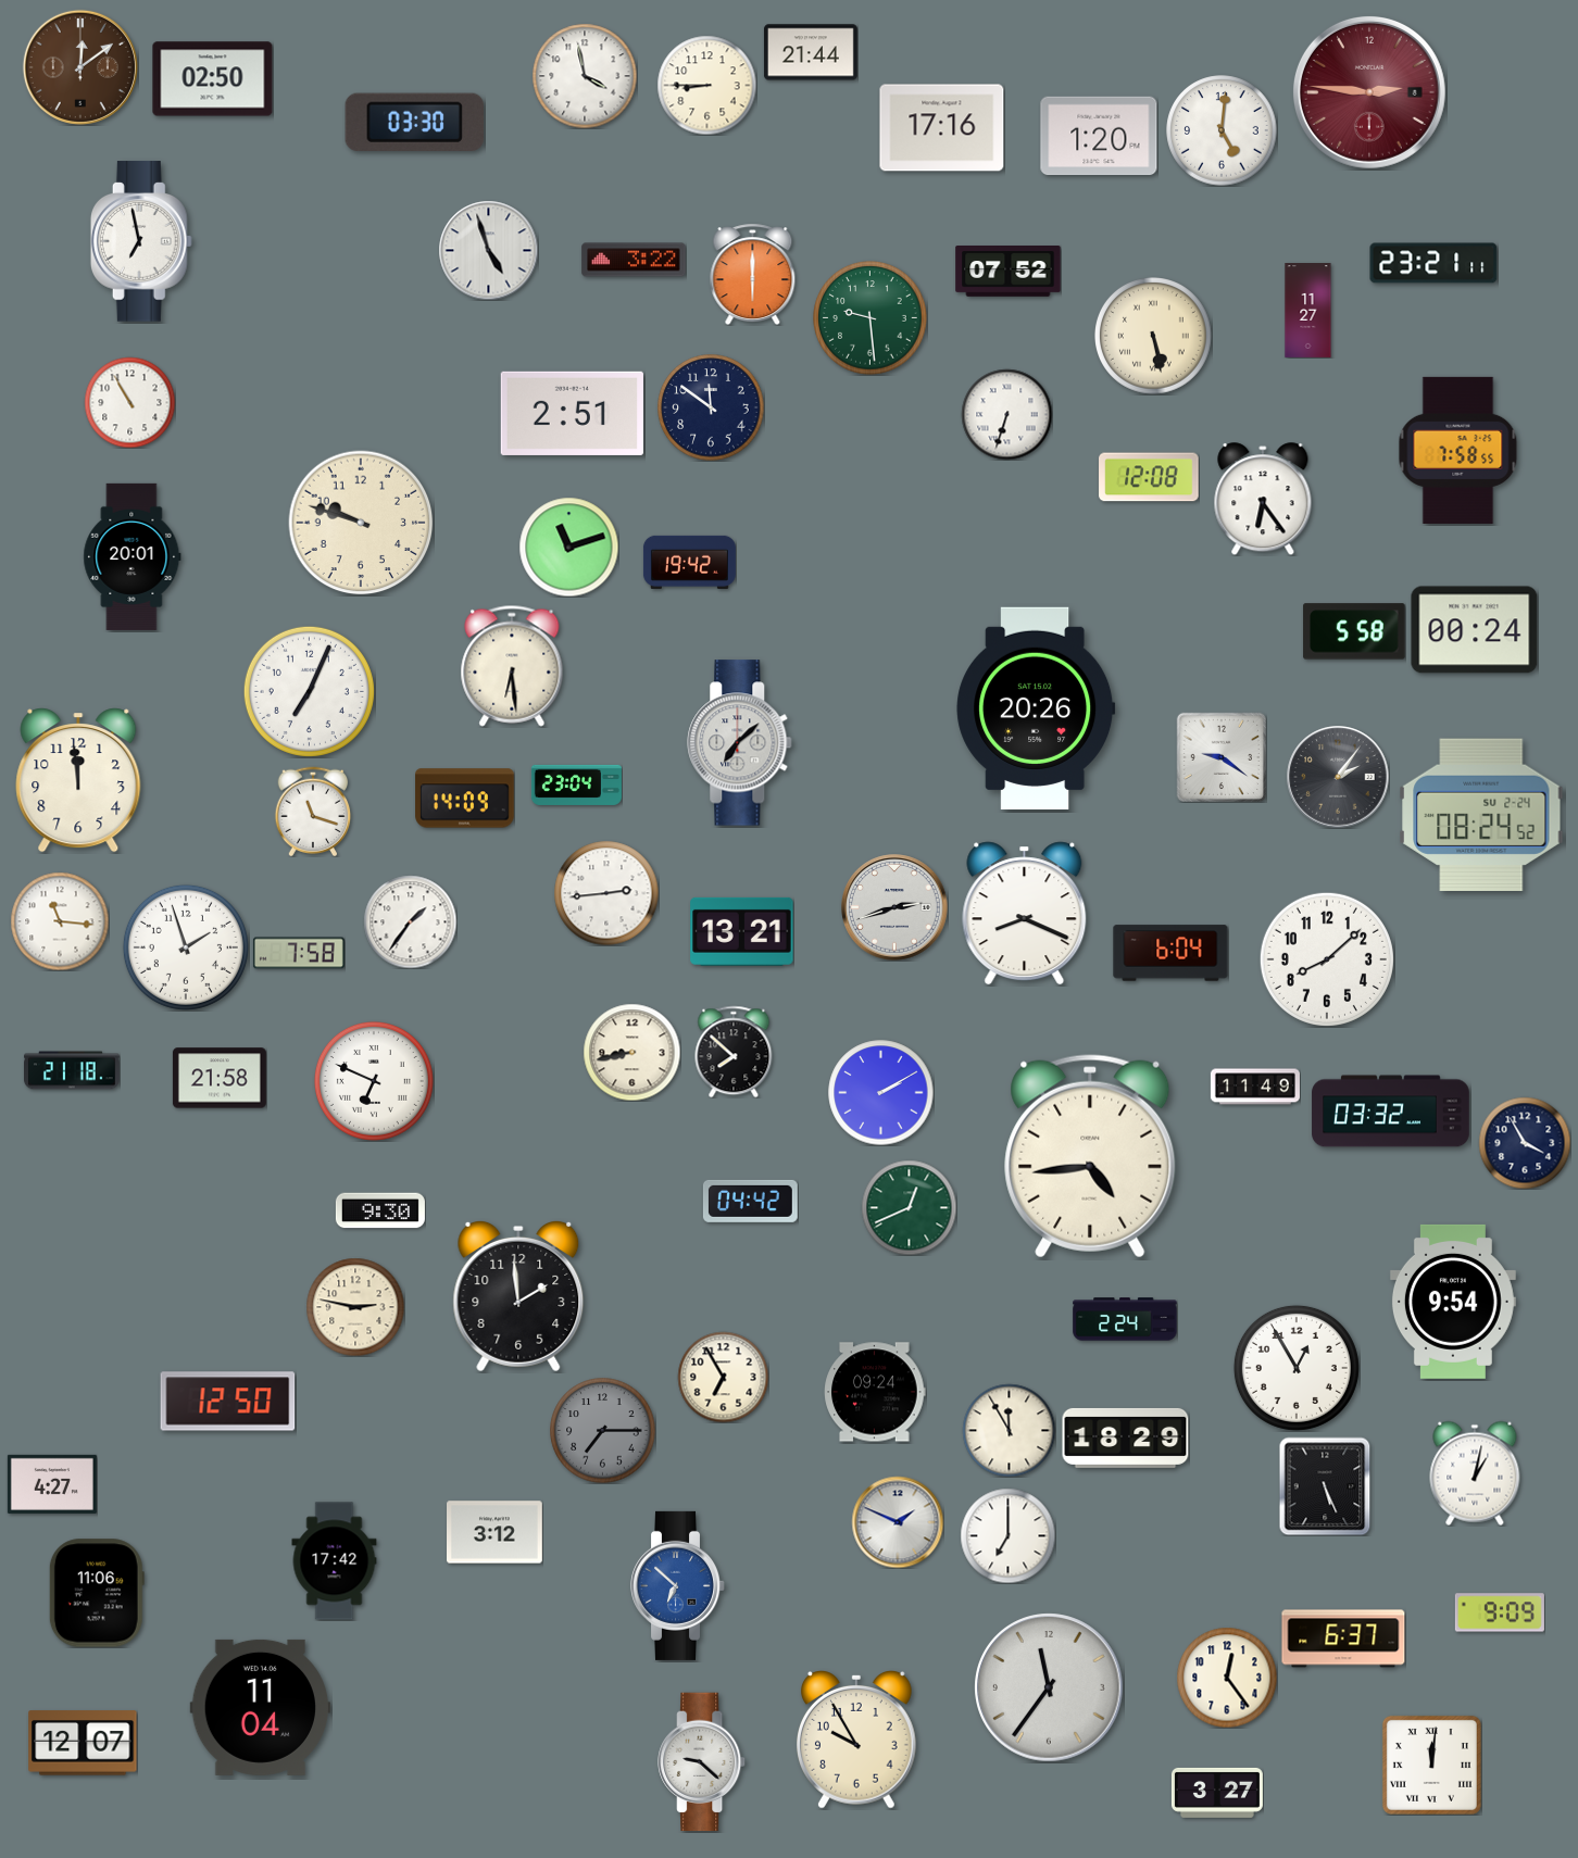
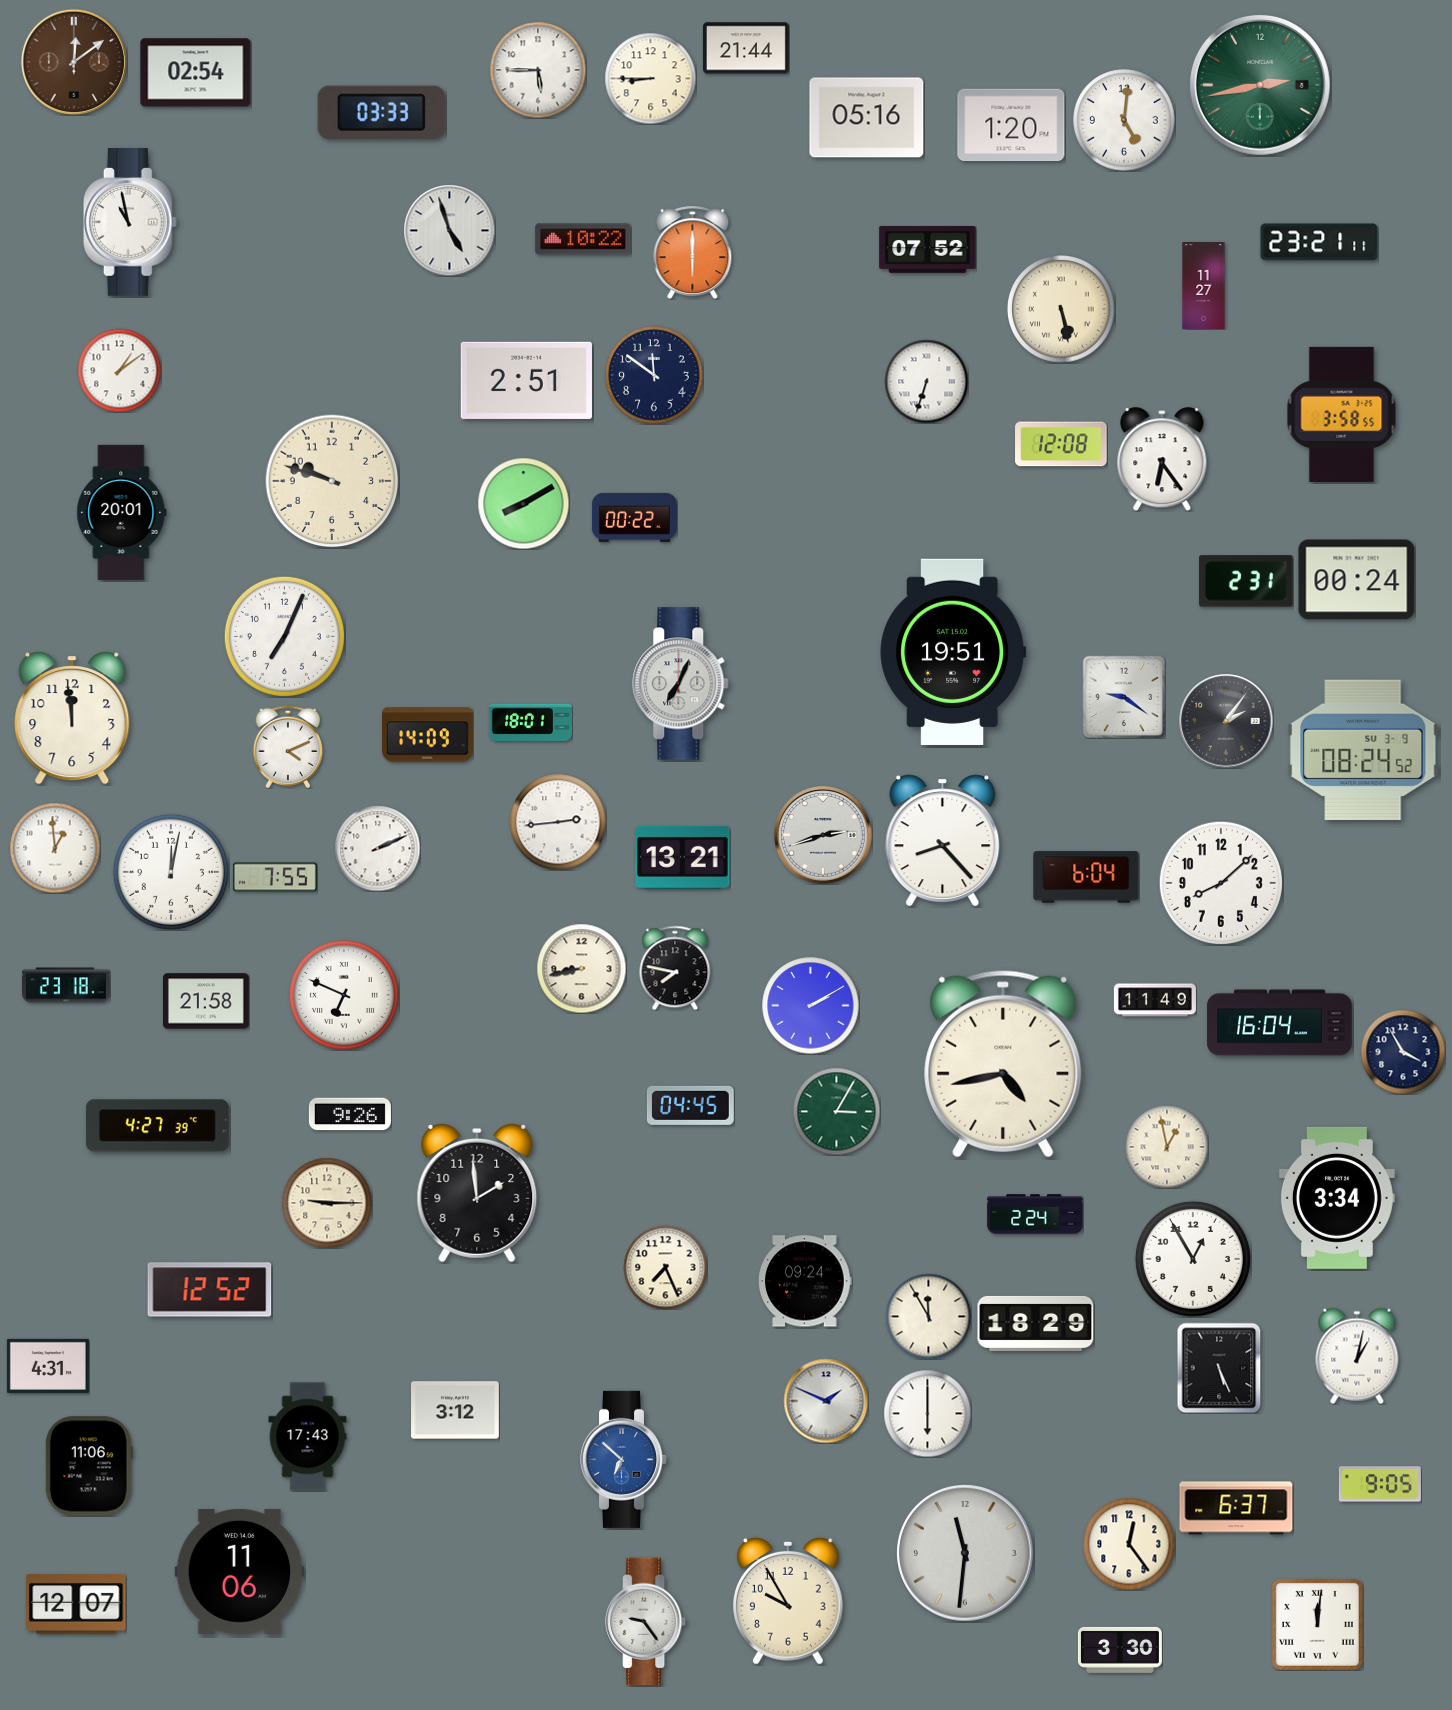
clock at (585, 76): 3:58 -> 5:45
clock at (213, 79): 02:50 -> 02:54
clock at (1369, 92): 2:46 -> 2:43
clock at (1369, 92) dial: burgundy -> green
clock at (414, 122): 03:30 -> 03:33
clock at (942, 128): 17:16 -> 05:16
clock at (141, 241): 6:58 -> 10:58
clock at (634, 260): 3:22 -> 10:22
clock at (871, 318): 9:29 -> none
clock at (129, 402): 10:55 -> 1:09
clock at (1458, 450): 7:58 -> 3:58
clock at (1149, 477) position: (1149, 477) -> (1061, 444)
clock at (568, 547): 11:12 -> 8:10
clock at (689, 562): 19:42 -> 00:22
clock at (1354, 631): 5:58 -> 2:31
clock at (512, 666): 6:29 -> none
clock at (1036, 708): 20:26 -> 19:51
clock at (740, 743): 7:08 -> 7:04
clock at (1338, 777) position: (1338, 777) -> (1226, 721)
clock at (576, 784): 23:04 -> 18:01
clock at (313, 812): 11:18 -> 4:11
clock at (1481, 814) date: SU 2-24 -> SU 3-9
clock at (1025, 914): 8:19 -> 8:23
clock at (60, 921): 11:16 -> 12:59
clock at (410, 921): 1:36 -> 2:11
clock at (186, 947): 1:57 -> 12:02
clock at (299, 953): 7:58 -> 7:55
clock at (1170, 953) position: (1170, 953) -> (1086, 877)
clock at (734, 1052): 7:52 -> 7:47
clock at (73, 1070): 21:18 -> 23:18
clock at (220, 1078) position: (220, 1078) -> (206, 1001)
clock at (1391, 1112): 03:32 -> 16:04
clock at (1090, 1156): 4:44 -> 4:43
clock at (750, 1201): 04:42 -> 04:45
clock at (909, 1207): 12:41 -> 3:05
clock at (380, 1210): 9:30 -> 9:26
clock at (157, 1126): none -> 4:27
clock at (1167, 1147): none -> 12:58
clock at (1453, 1302): 9:54 -> 3:34
clock at (355, 1307): 2:47 -> 9:15
clock at (723, 1377): 6:55 -> 7:26
clock at (228, 1402): 12:50 -> 12:52
clock at (603, 1431): 7:15 -> none
clock at (52, 1484): 4:27 -> 4:31
clock at (1007, 1535): 7:00 -> 6:00
clock at (335, 1561): 17:42 -> 17:43
clock at (1500, 1612): 9:09 -> 9:05
clock at (1049, 1687): 11:36 -> 11:31
clock at (261, 1707): 11:04 -> 11:06
clock at (702, 1762): 9:22 -> 9:24
clock at (1217, 1793): 3:27 -> 3:30
